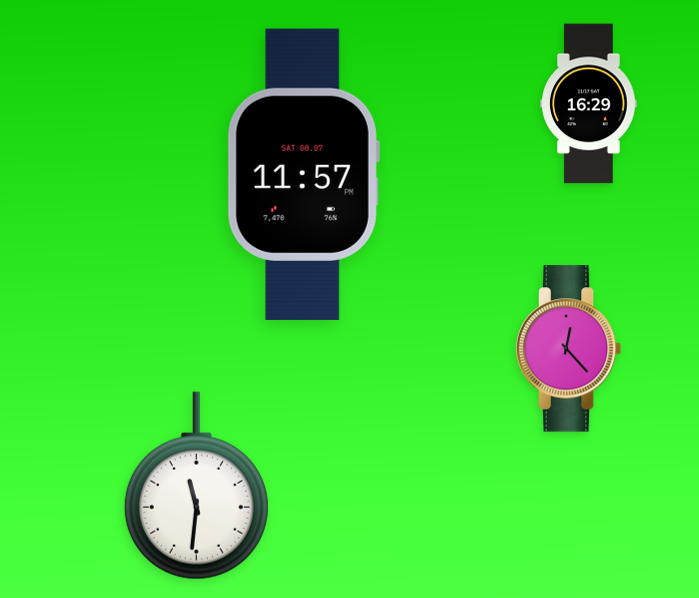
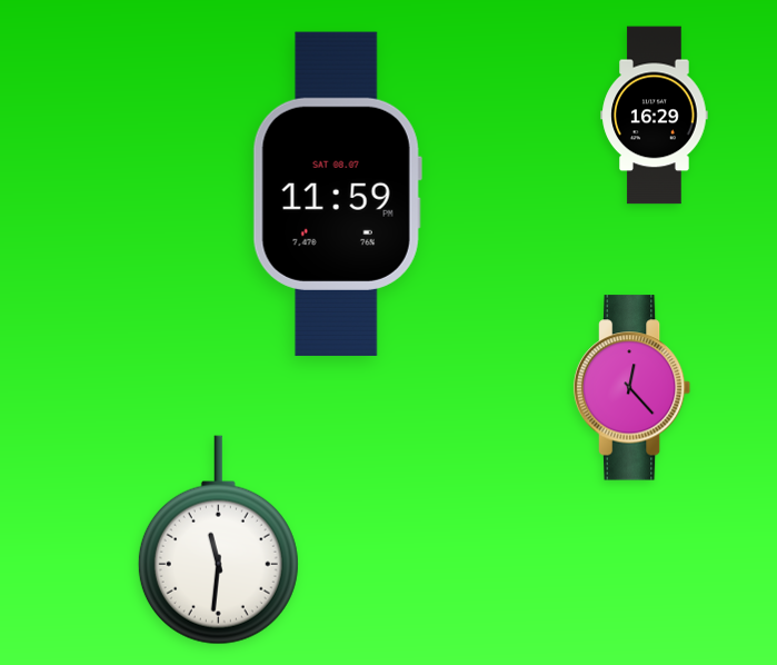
clock at (303, 174): 11:57 -> 11:59
